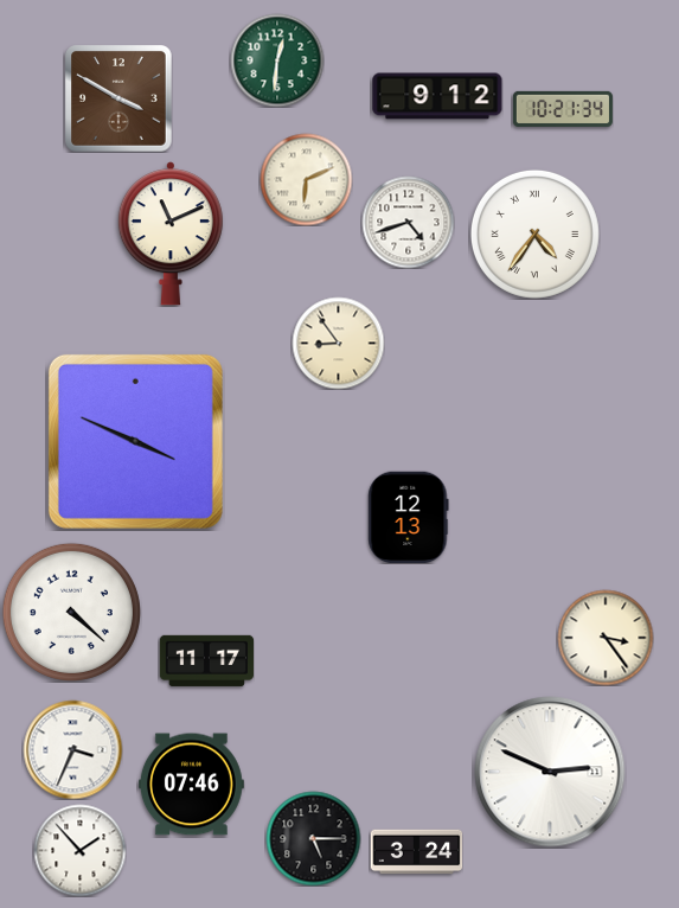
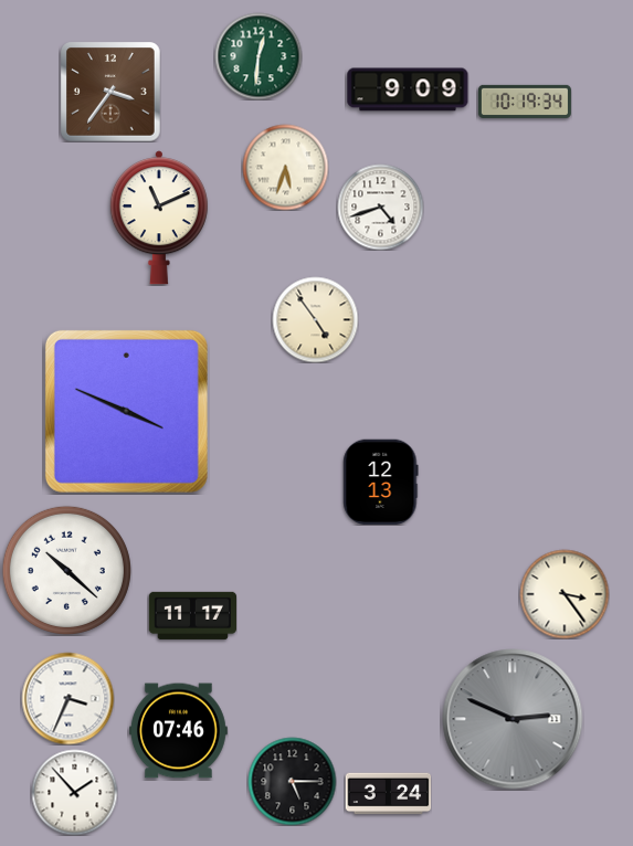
clock at (437, 96): 9:12 -> 9:09
clock at (118, 98): 3:50 -> 3:36
clock at (563, 109): 10:21 -> 10:19
clock at (306, 179): 6:11 -> 5:33
clock at (534, 234): 4:36 -> none
clock at (338, 343): 8:54 -> 4:54
clock at (71, 612): 4:22 -> 10:22
clock at (550, 772) dial: white -> grey
